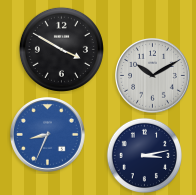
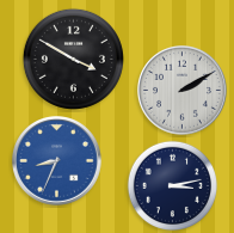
clock at (153, 76): 10:10 -> 2:10
